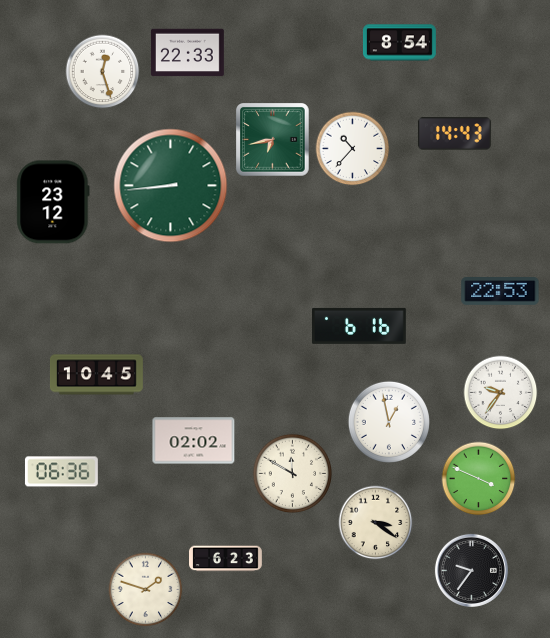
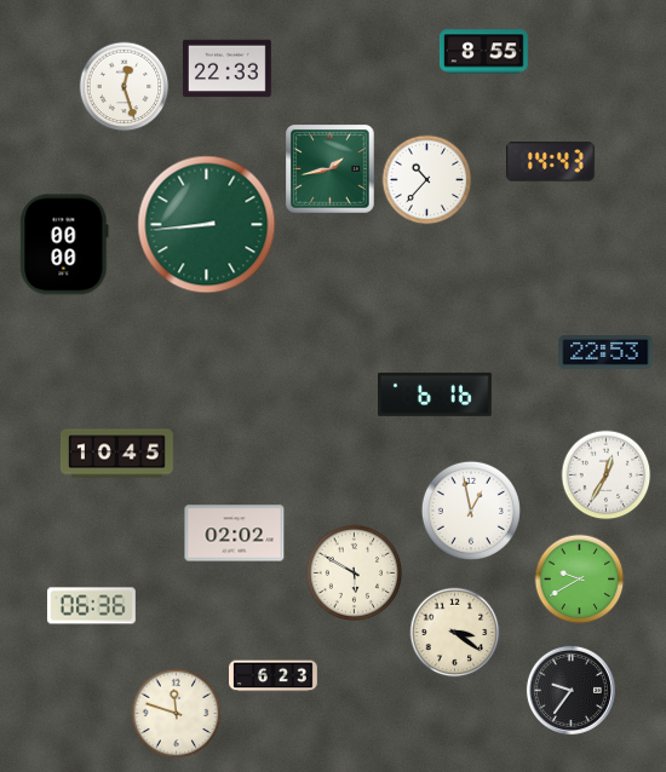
clock at (400, 43): 8:54 -> 8:55
clock at (187, 53) position: (187, 53) -> (226, 69)
clock at (273, 140): 6:43 -> 1:43
clock at (53, 202): 23:12 -> 00:00
clock at (501, 393): 9:36 -> 12:35
clock at (61, 472) position: (61, 472) -> (91, 606)
clock at (293, 474): 11:50 -> 5:50
clock at (479, 479): 3:49 -> 9:40
clock at (146, 590): 1:48 -> 11:48
